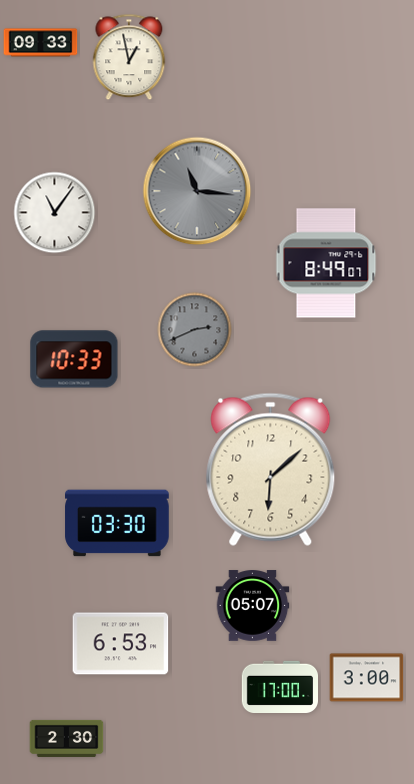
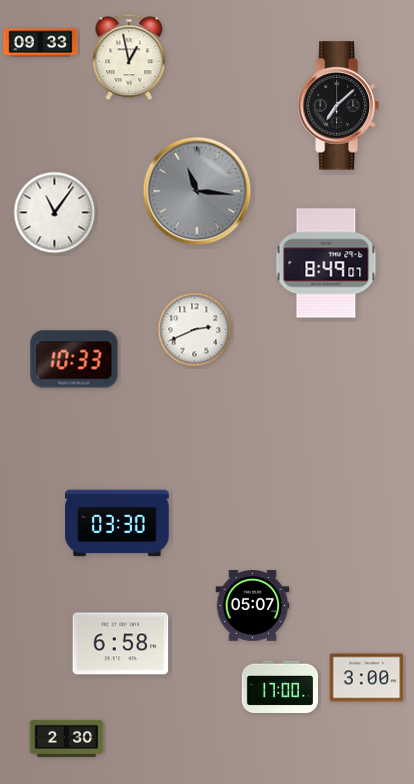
clock at (338, 106): none -> 7:08
clock at (195, 330) dial: grey -> white
clock at (271, 469): 6:08 -> none
clock at (121, 644): 6:53 -> 6:58
